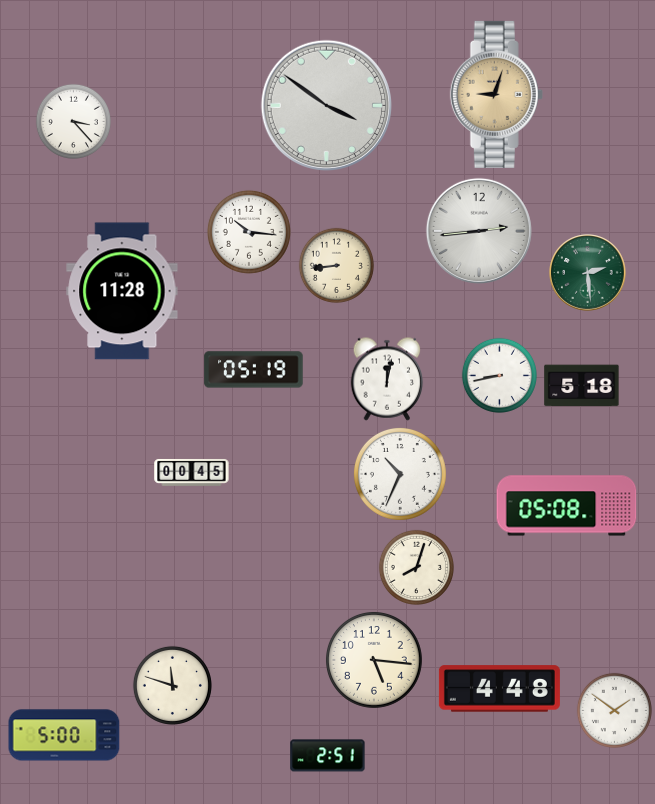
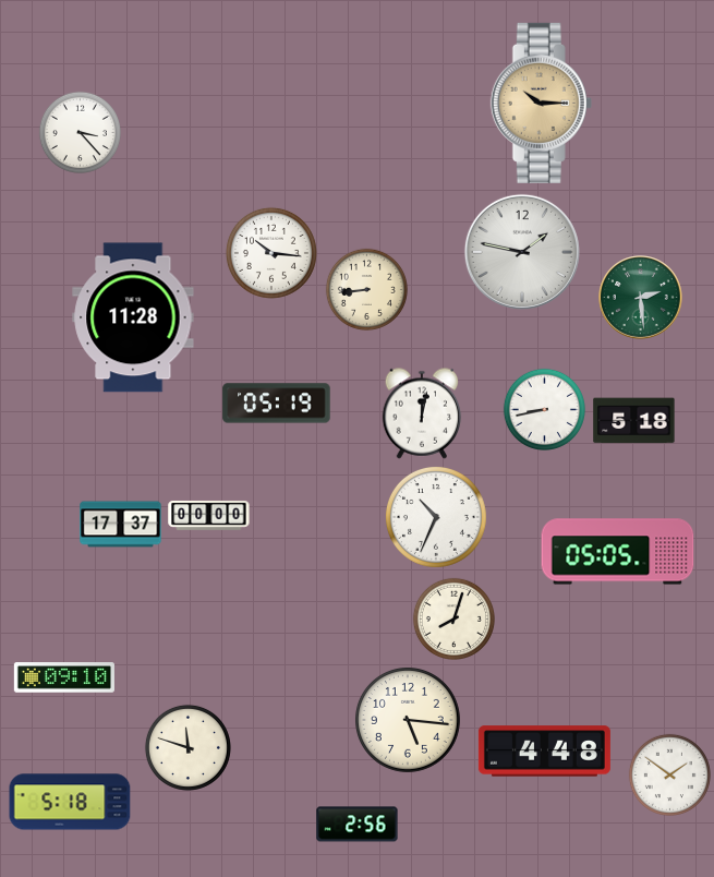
clock at (496, 94): 9:03 -> 10:15
clock at (327, 106): 3:51 -> none
clock at (479, 231): 2:44 -> 1:47
clock at (192, 472): 00:45 -> 00:00
clock at (121, 525): none -> 17:37
clock at (567, 506): 05:08 -> 05:05
clock at (64, 677): none -> 09:10
clock at (64, 735): 5:00 -> 5:18
clock at (328, 756): 2:51 -> 2:56
